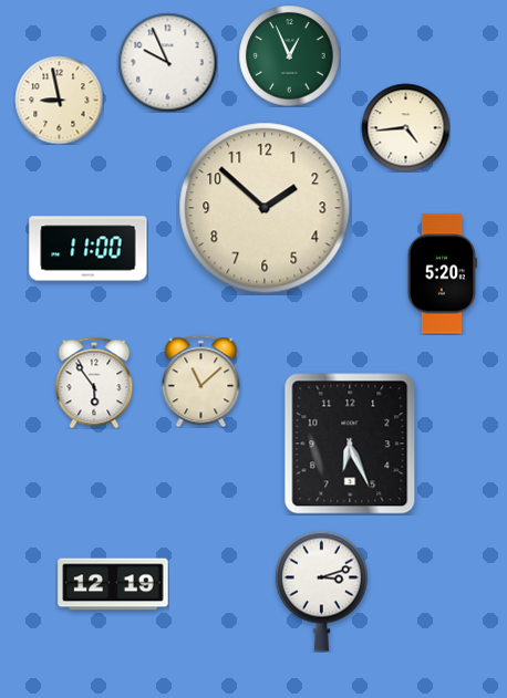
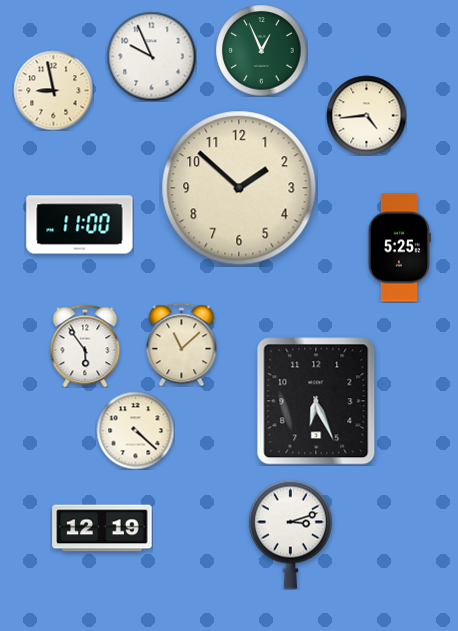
clock at (442, 274): 5:20 -> 5:25
clock at (135, 430): none -> 4:22
